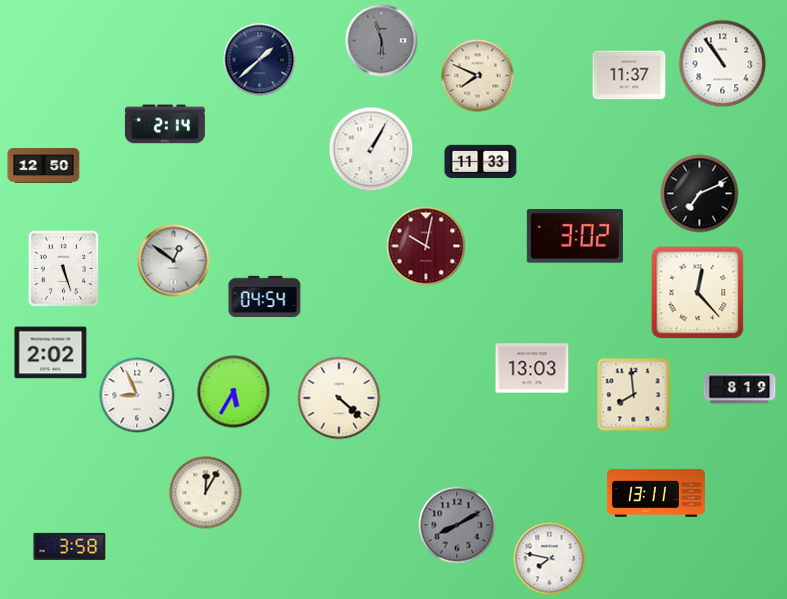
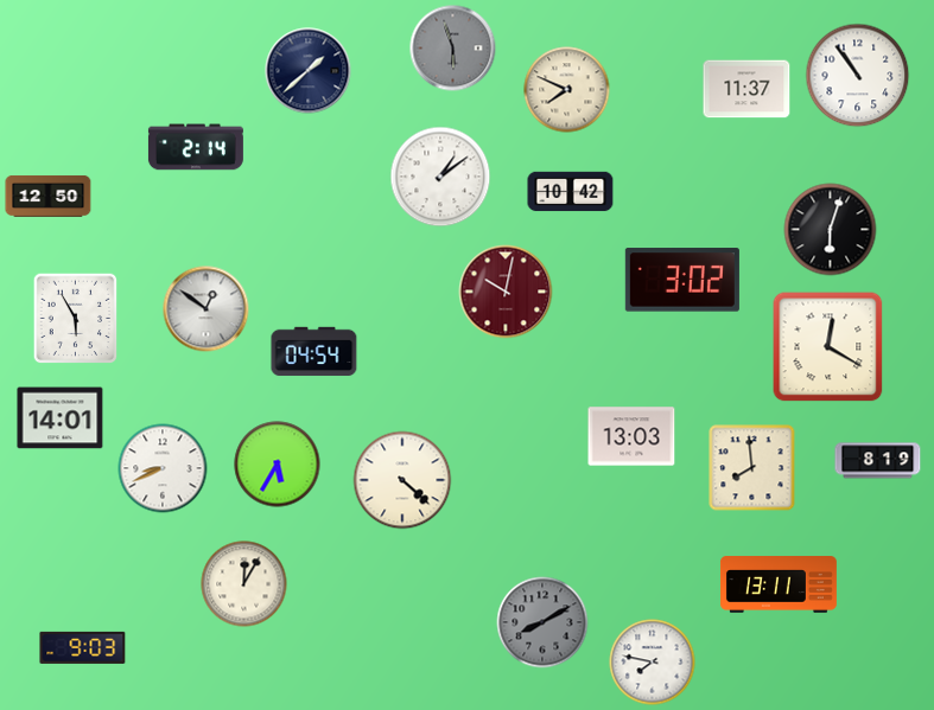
clock at (371, 149): 1:05 -> 1:09
clock at (481, 162): 11:33 -> 10:42
clock at (44, 165) position: (44, 165) -> (49, 196)
clock at (700, 194): 7:11 -> 6:03
clock at (64, 269): 5:27 -> 5:55
clock at (698, 293): 12:23 -> 12:20
clock at (51, 353): 2:02 -> 14:01
clock at (137, 395): 8:56 -> 8:41
clock at (339, 398) position: (339, 398) -> (402, 480)
clock at (70, 546): 3:58 -> 9:03
